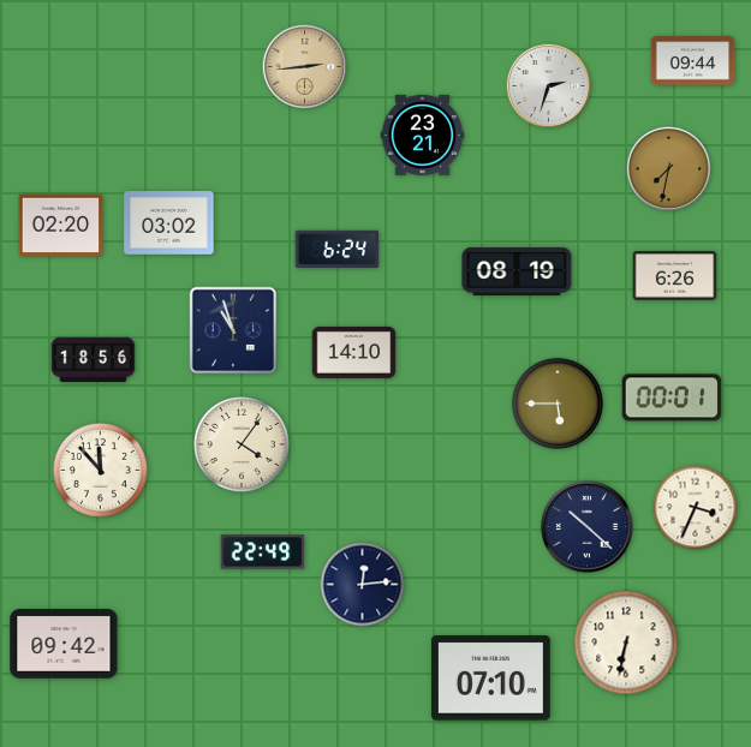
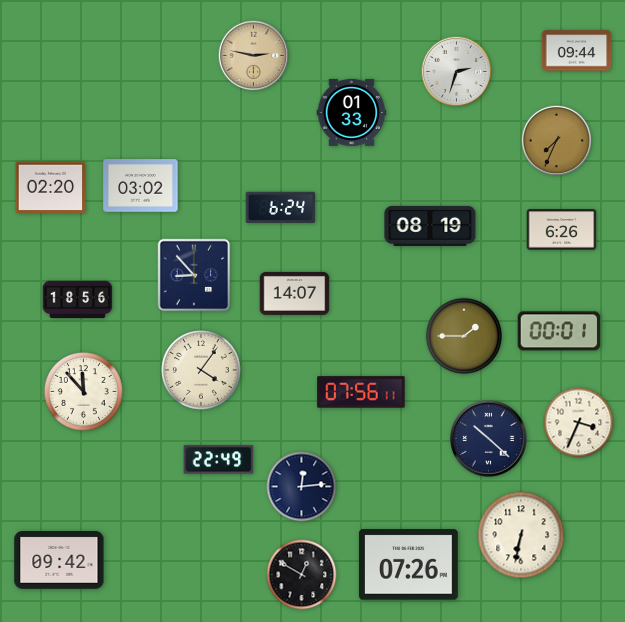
clock at (305, 67): 2:44 -> 2:47
clock at (423, 135): 23:21 -> 01:33
clock at (669, 169): 7:32 -> 7:34
clock at (233, 330): 10:57 -> 8:53
clock at (354, 352): 14:10 -> 14:07
clock at (558, 404): 5:45 -> 1:45
clock at (361, 392): none -> 07:56
clock at (64, 645) position: (64, 645) -> (59, 561)
clock at (490, 679): 07:10 -> 07:26
clock at (302, 575): none -> 12:50
